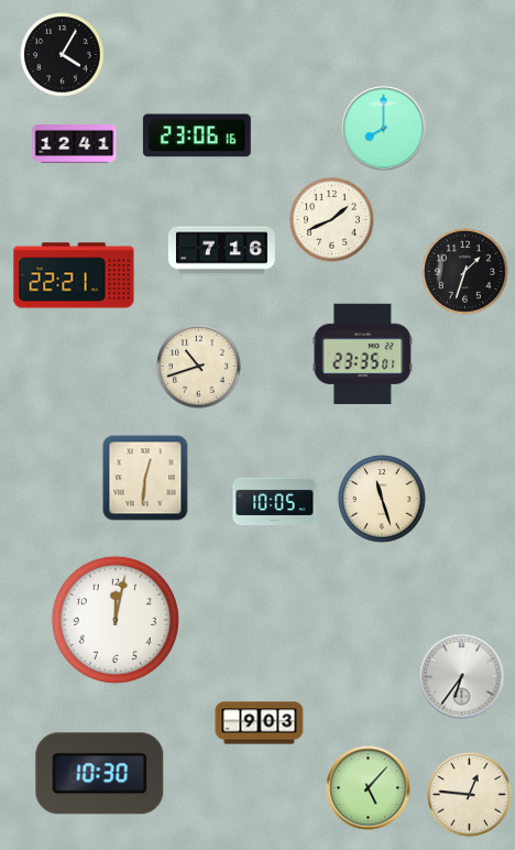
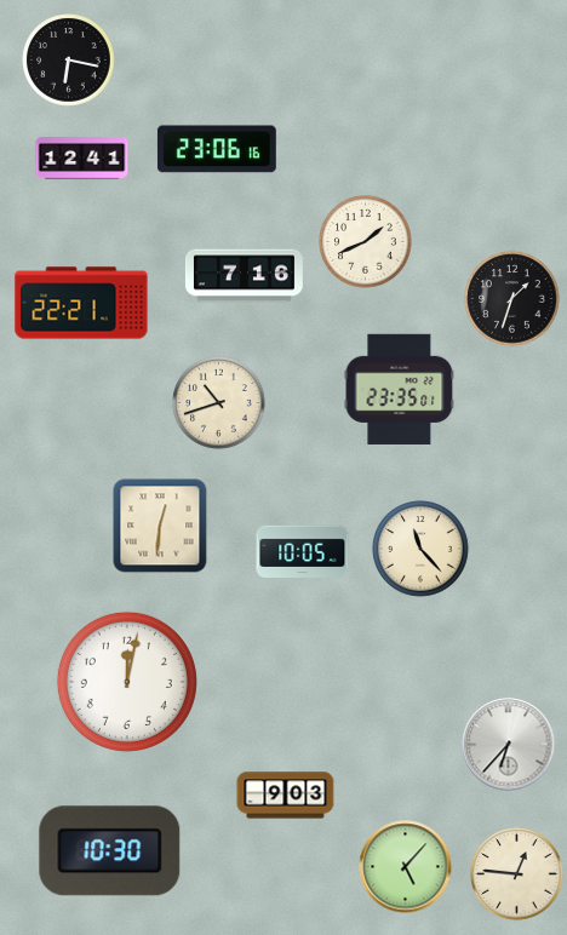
clock at (63, 55): 4:05 -> 6:17
clock at (384, 129): 8:00 -> none
clock at (382, 499): 11:27 -> 11:23
clock at (462, 677): 6:36 -> 6:37
